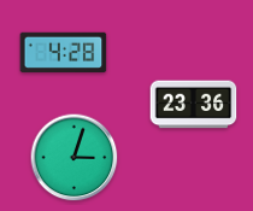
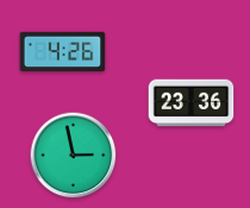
clock at (64, 52): 4:28 -> 4:26
clock at (75, 158): 3:03 -> 2:58
